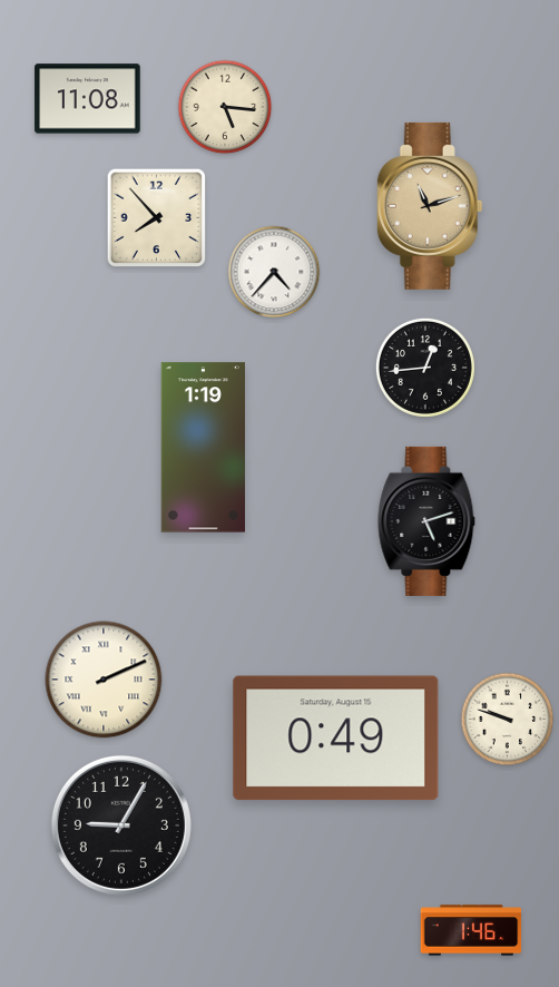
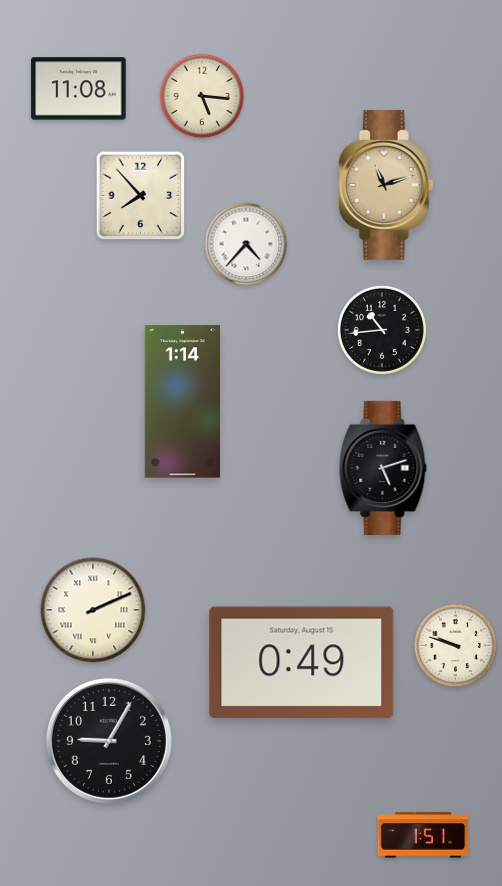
clock at (425, 368): 12:44 -> 10:44
clock at (203, 448): 1:19 -> 1:14
clock at (471, 930): 1:46 -> 1:51
